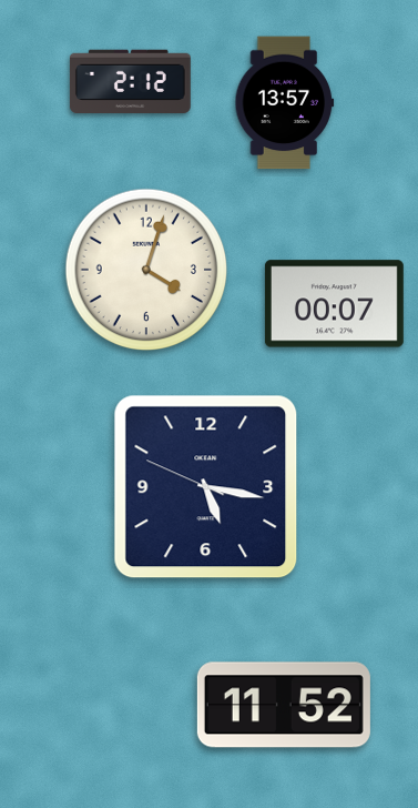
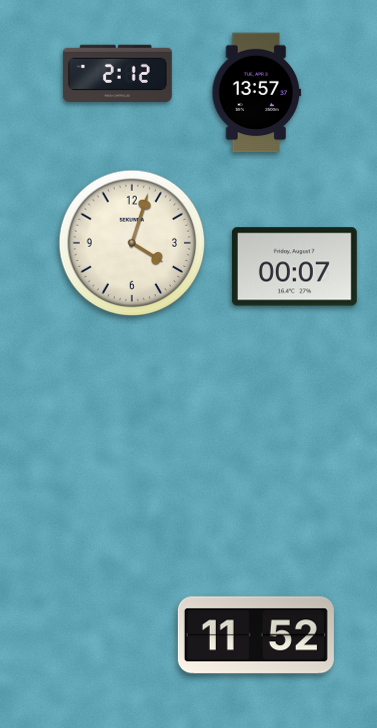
clock at (334, 304) position: (334, 304) -> (294, 267)
clock at (206, 487): 5:16 -> none
